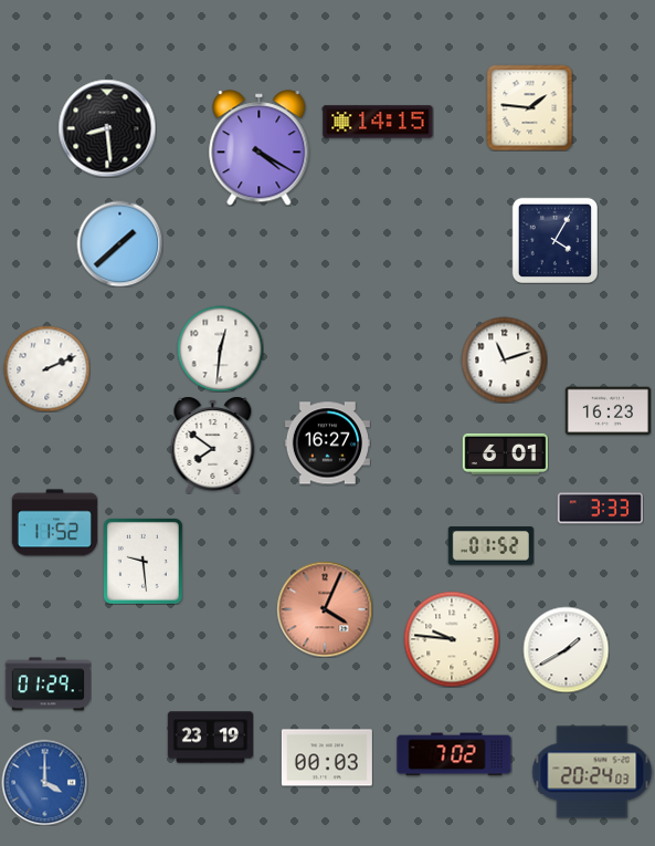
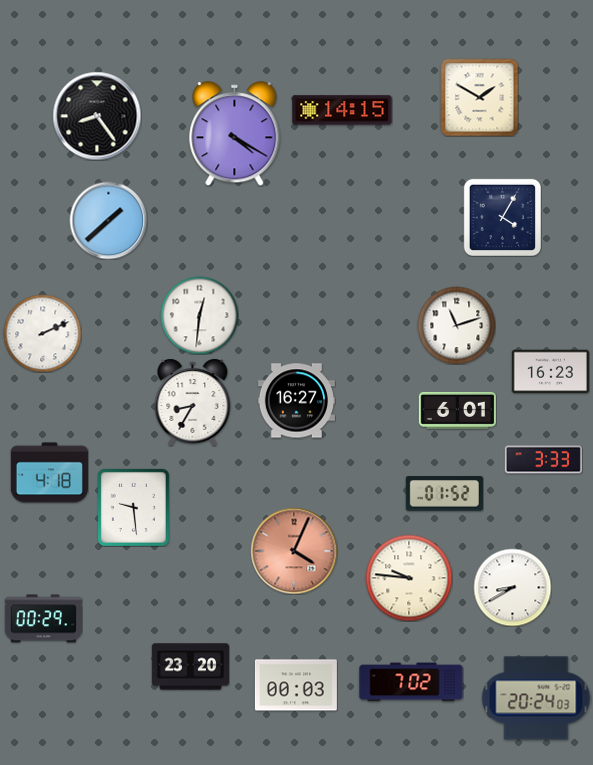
clock at (529, 107): 1:46 -> 1:50
clock at (107, 128): 8:29 -> 8:24
clock at (213, 445): 7:51 -> 8:35
clock at (54, 523): 11:52 -> 4:18
clock at (142, 561) position: (142, 561) -> (133, 507)
clock at (566, 649): 1:40 -> 8:40
clock at (47, 685): 01:29 -> 00:29
clock at (210, 738): 23:19 -> 23:20
clock at (44, 782): 4:00 -> none
